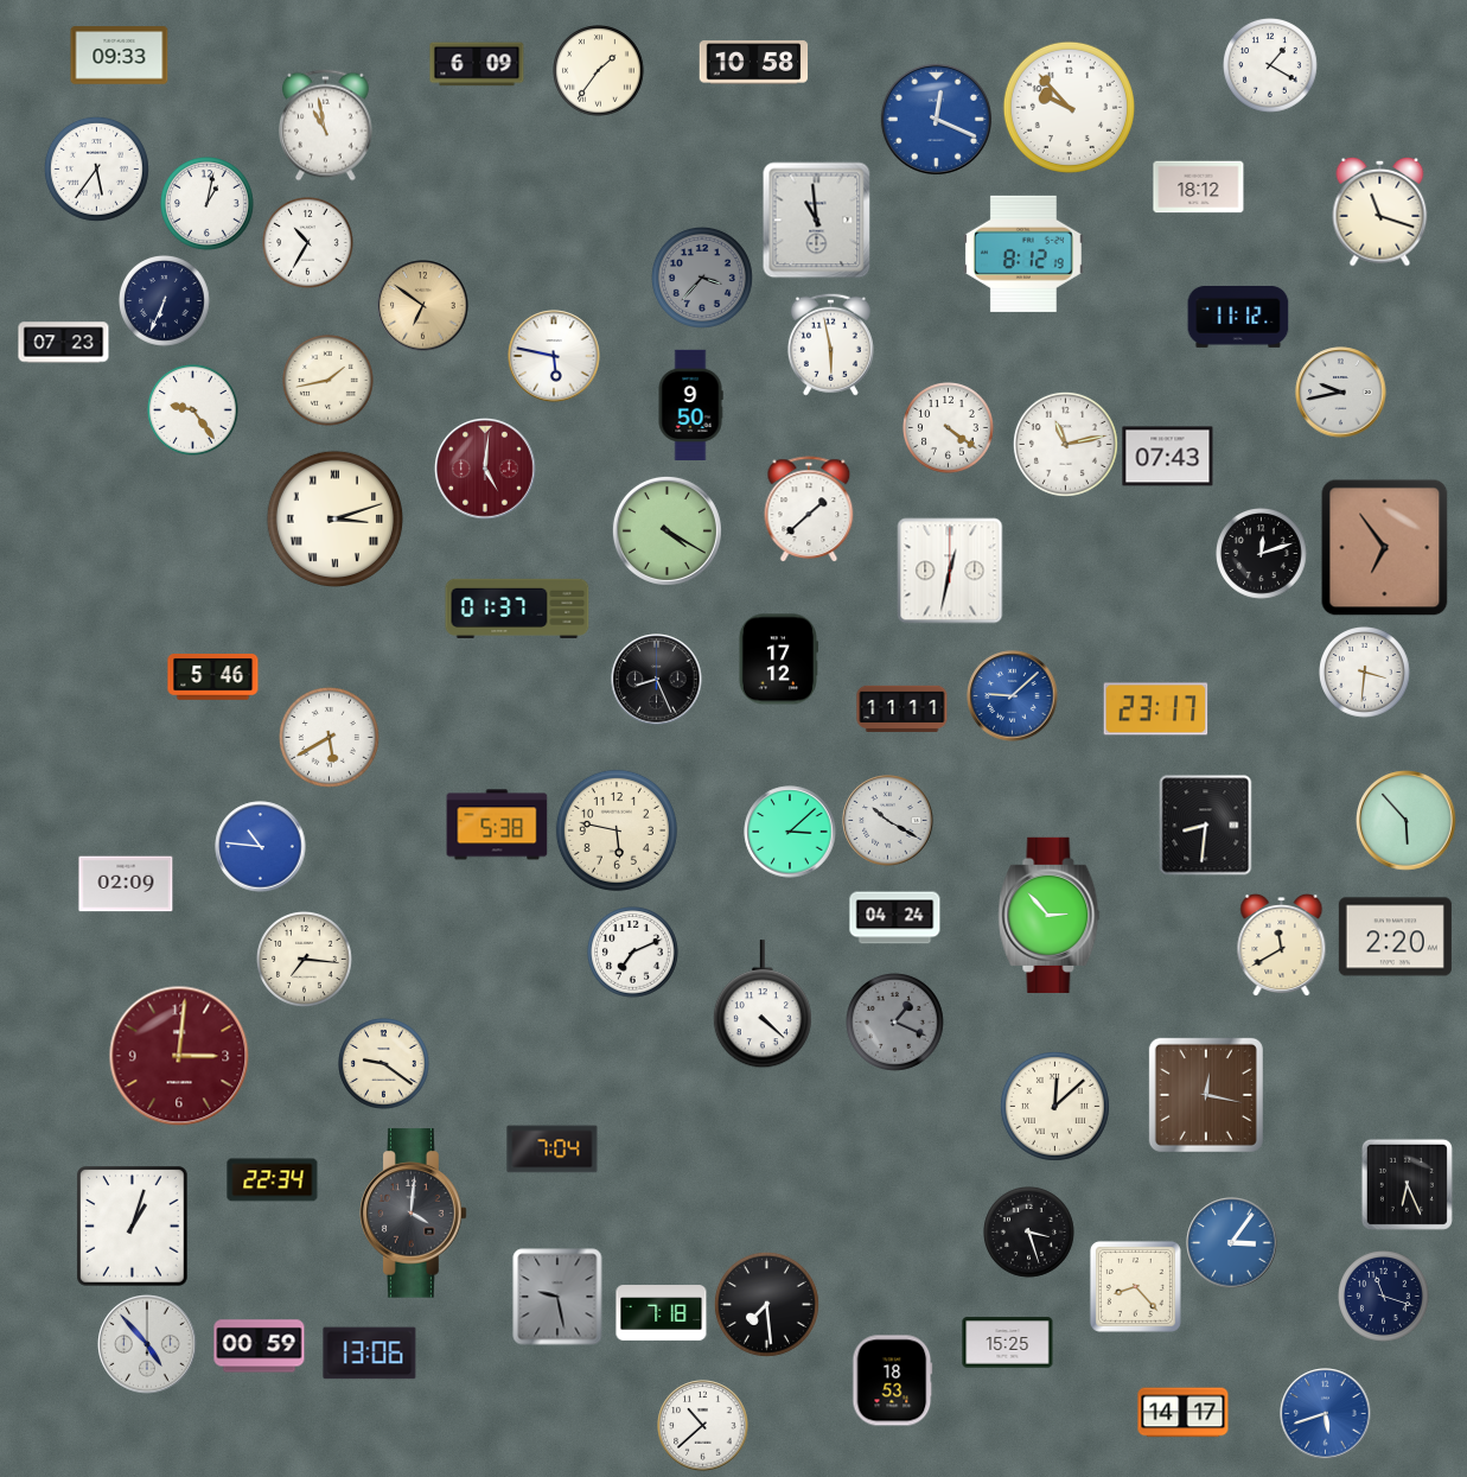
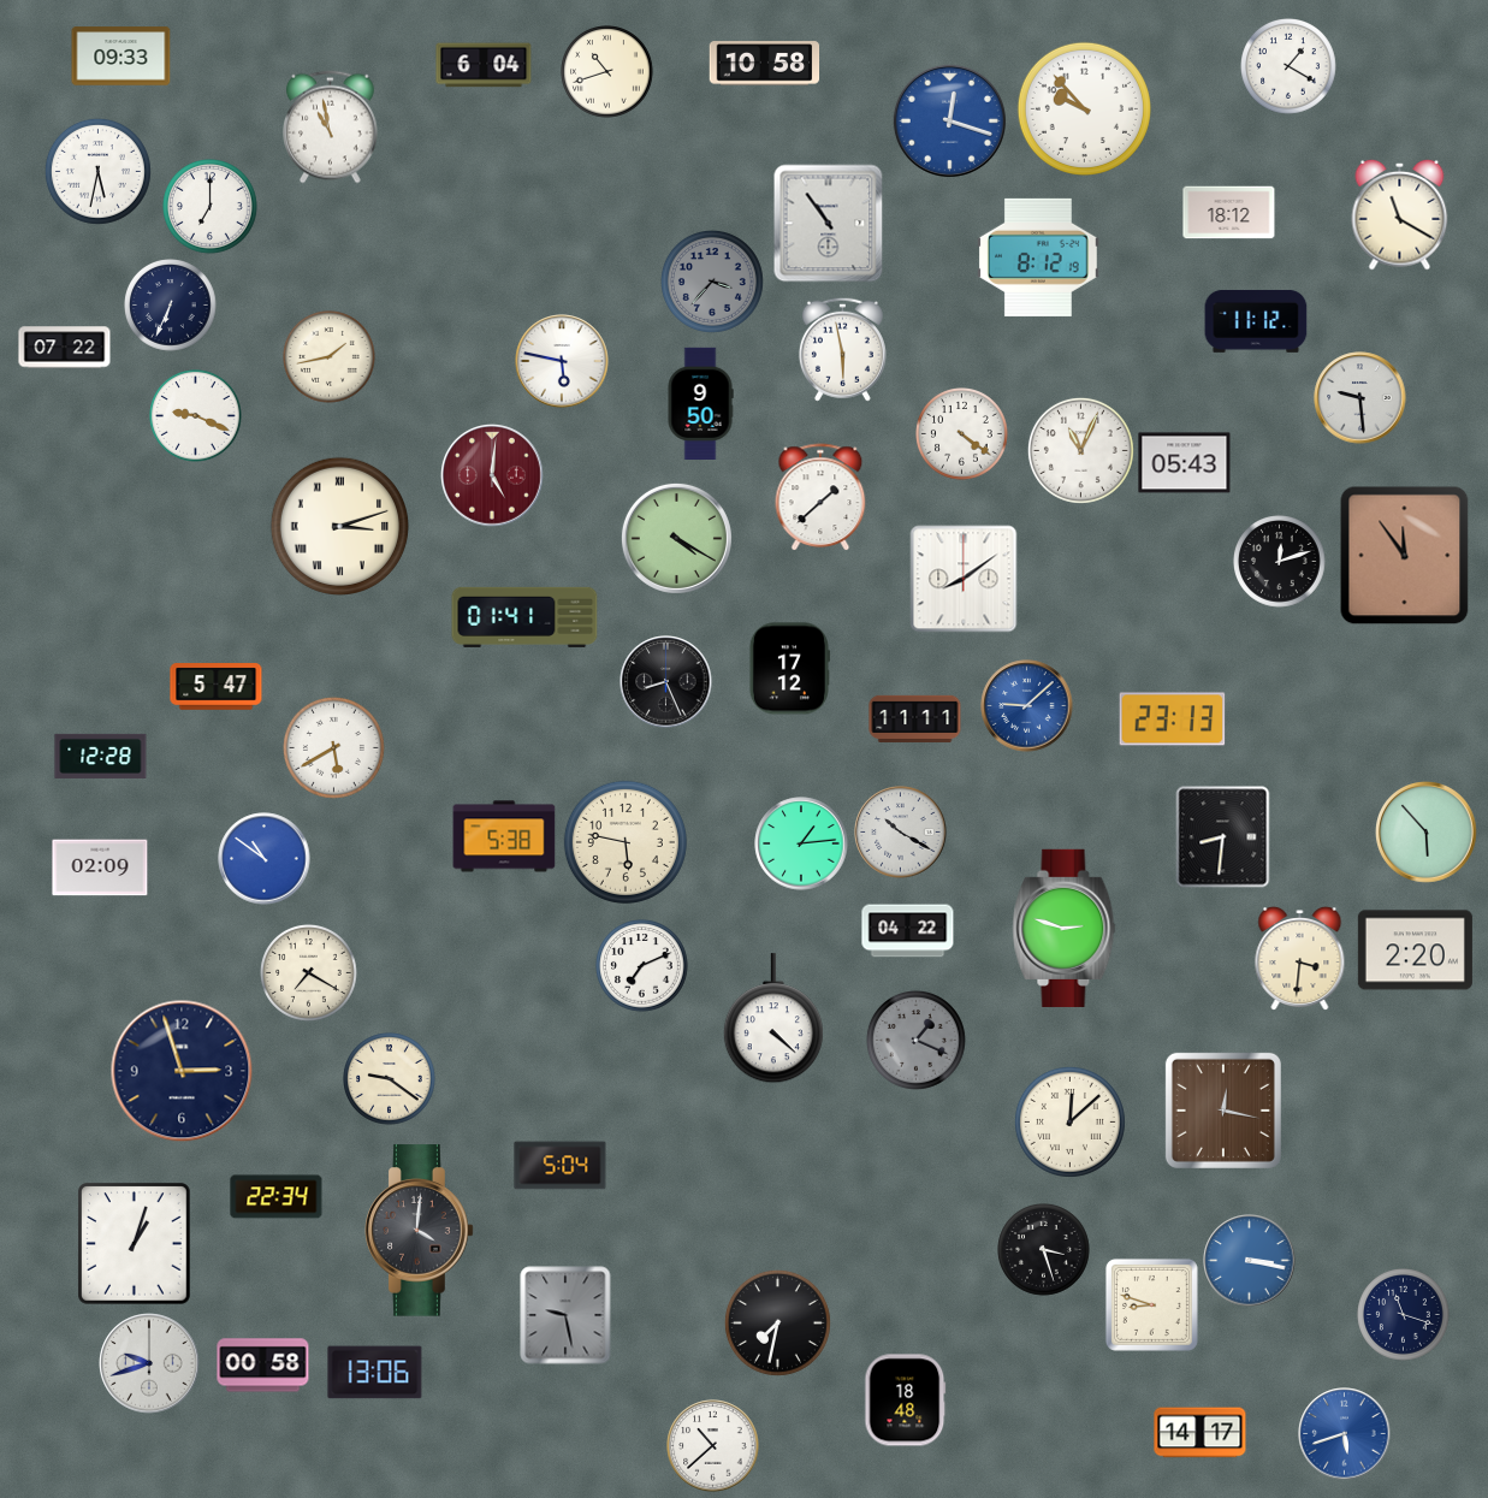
clock at (477, 64): 6:09 -> 6:04
clock at (599, 71): 1:36 -> 10:42
clock at (936, 119): 12:19 -> 12:18
clock at (96, 168): 5:36 -> 5:32
clock at (1199, 187) position: (1199, 187) -> (1229, 213)
clock at (208, 204): 1:02 -> 7:00
clock at (1380, 211): 11:18 -> 11:20
clock at (817, 221): 10:59 -> 10:54
clock at (308, 243): 10:35 -> none
clock at (165, 301) position: (165, 301) -> (171, 306)
clock at (423, 306): 6:51 -> none
clock at (64, 343): 07:23 -> 07:22
clock at (329, 381) position: (329, 381) -> (330, 357)
clock at (1341, 393): 9:43 -> 9:29
clock at (690, 405) position: (690, 405) -> (700, 403)
clock at (193, 410): 9:24 -> 9:19
clock at (1065, 444): 11:13 -> 11:04
clock at (1168, 457): 07:43 -> 05:43
clock at (809, 509) position: (809, 509) -> (820, 497)
clock at (1385, 548): 6:54 -> 11:54
clock at (950, 571): 12:32 -> 8:09
clock at (517, 609): 01:37 -> 01:41
clock at (1365, 673): 3:31 -> none
clock at (213, 677): 5:46 -> 5:47
clock at (657, 680) position: (657, 680) -> (666, 682)
clock at (1156, 709): 23:17 -> 23:13
clock at (101, 756): none -> 12:28
clock at (790, 832): 3:08 -> 1:14
clock at (261, 847): 10:46 -> 10:51
clock at (126, 884) position: (126, 884) -> (100, 868)
clock at (1050, 915): 2:53 -> 2:48
clock at (895, 918): 04:24 -> 04:22
clock at (1282, 944): 11:40 -> 3:31
clock at (305, 960): 7:16 -> 7:20
clock at (895, 1023) position: (895, 1023) -> (917, 1041)
clock at (179, 1056): 3:01 -> 2:57
clock at (179, 1056) dial: burgundy -> navy
clock at (553, 1150): 7:04 -> 5:04
clock at (1407, 1184): 6:26 -> none
clock at (1232, 1243): 3:06 -> 3:17
clock at (1135, 1286): 8:23 -> 8:48
clock at (766, 1304): 7:29 -> 7:32
clock at (662, 1313): 7:18 -> none
clock at (1008, 1343): 15:25 -> none
clock at (147, 1344): 4:53 -> 9:42
clock at (260, 1347): 00:59 -> 00:58
clock at (893, 1381): 18:53 -> 18:48
